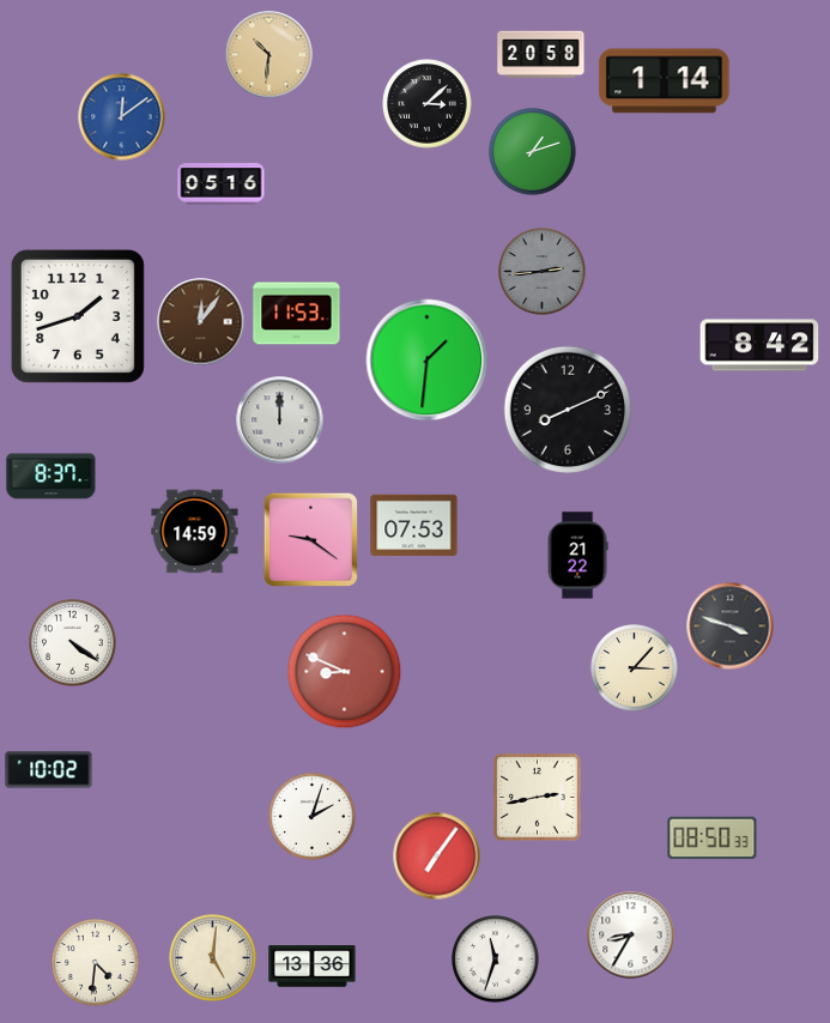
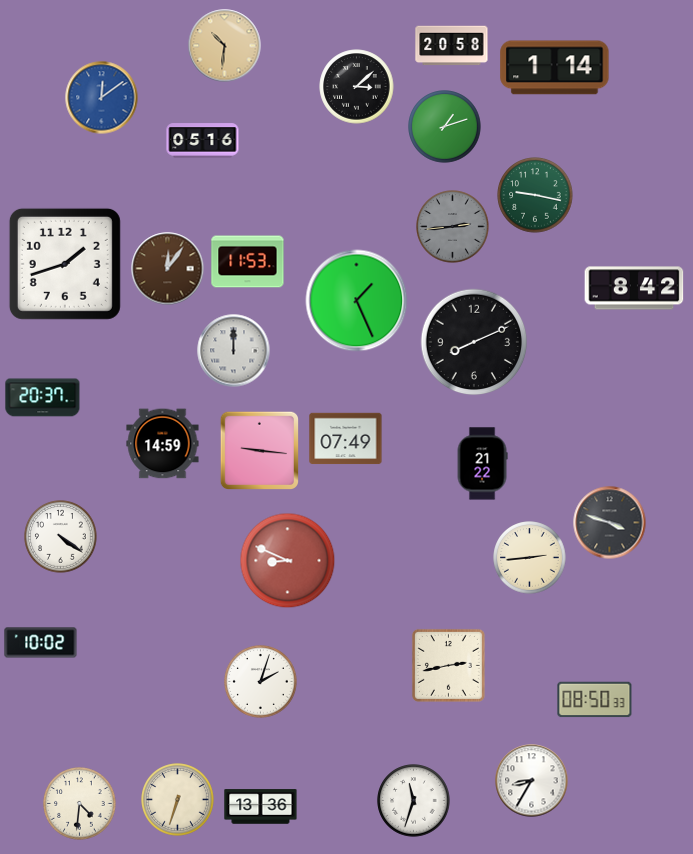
clock at (222, 184) position: (222, 184) -> (203, 141)
clock at (535, 195): none -> 9:17
clock at (428, 361): 1:31 -> 1:26
clock at (52, 477): 8:37 -> 20:37
clock at (414, 526): 07:53 -> 07:49
clock at (310, 539): 9:21 -> 9:16
clock at (635, 668): 3:07 -> 2:44
clock at (437, 856): 7:06 -> none
clock at (631, 936) position: (631, 936) -> (532, 781)
clock at (213, 958): 5:01 -> 6:33
